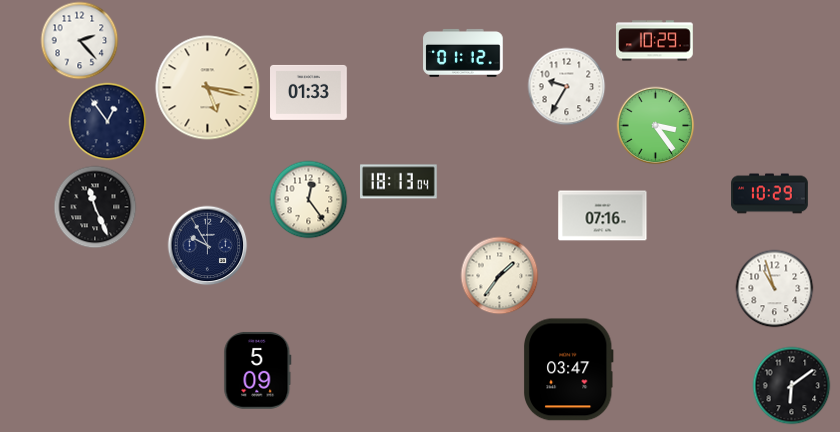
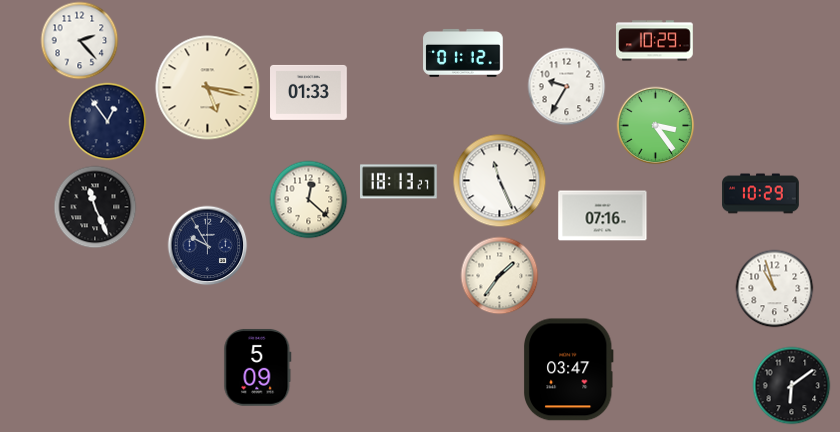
clock at (499, 180): none -> 11:26
clock at (399, 182): 18:13:04 -> 18:13:27
clock at (770, 194) position: (770, 194) -> (761, 194)
clock at (308, 199): 12:24 -> 12:22
clock at (258, 370) position: (258, 370) -> (258, 367)
